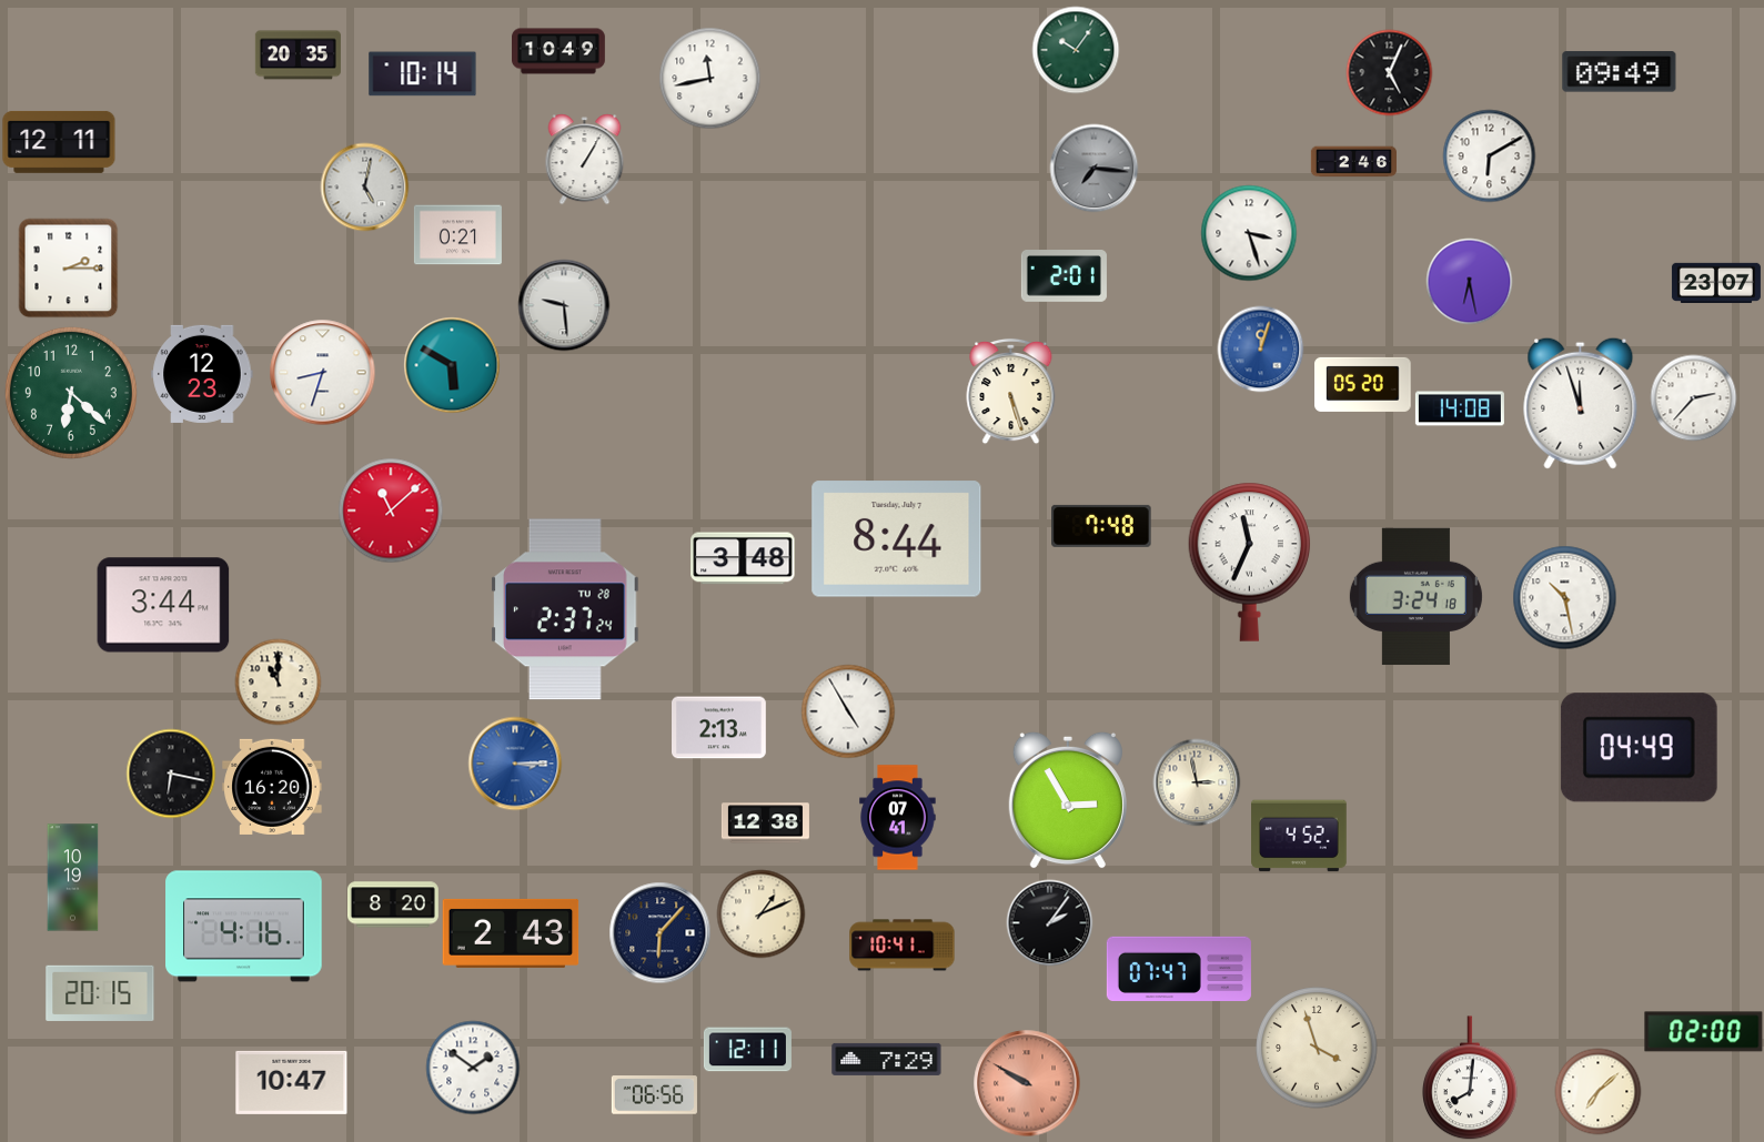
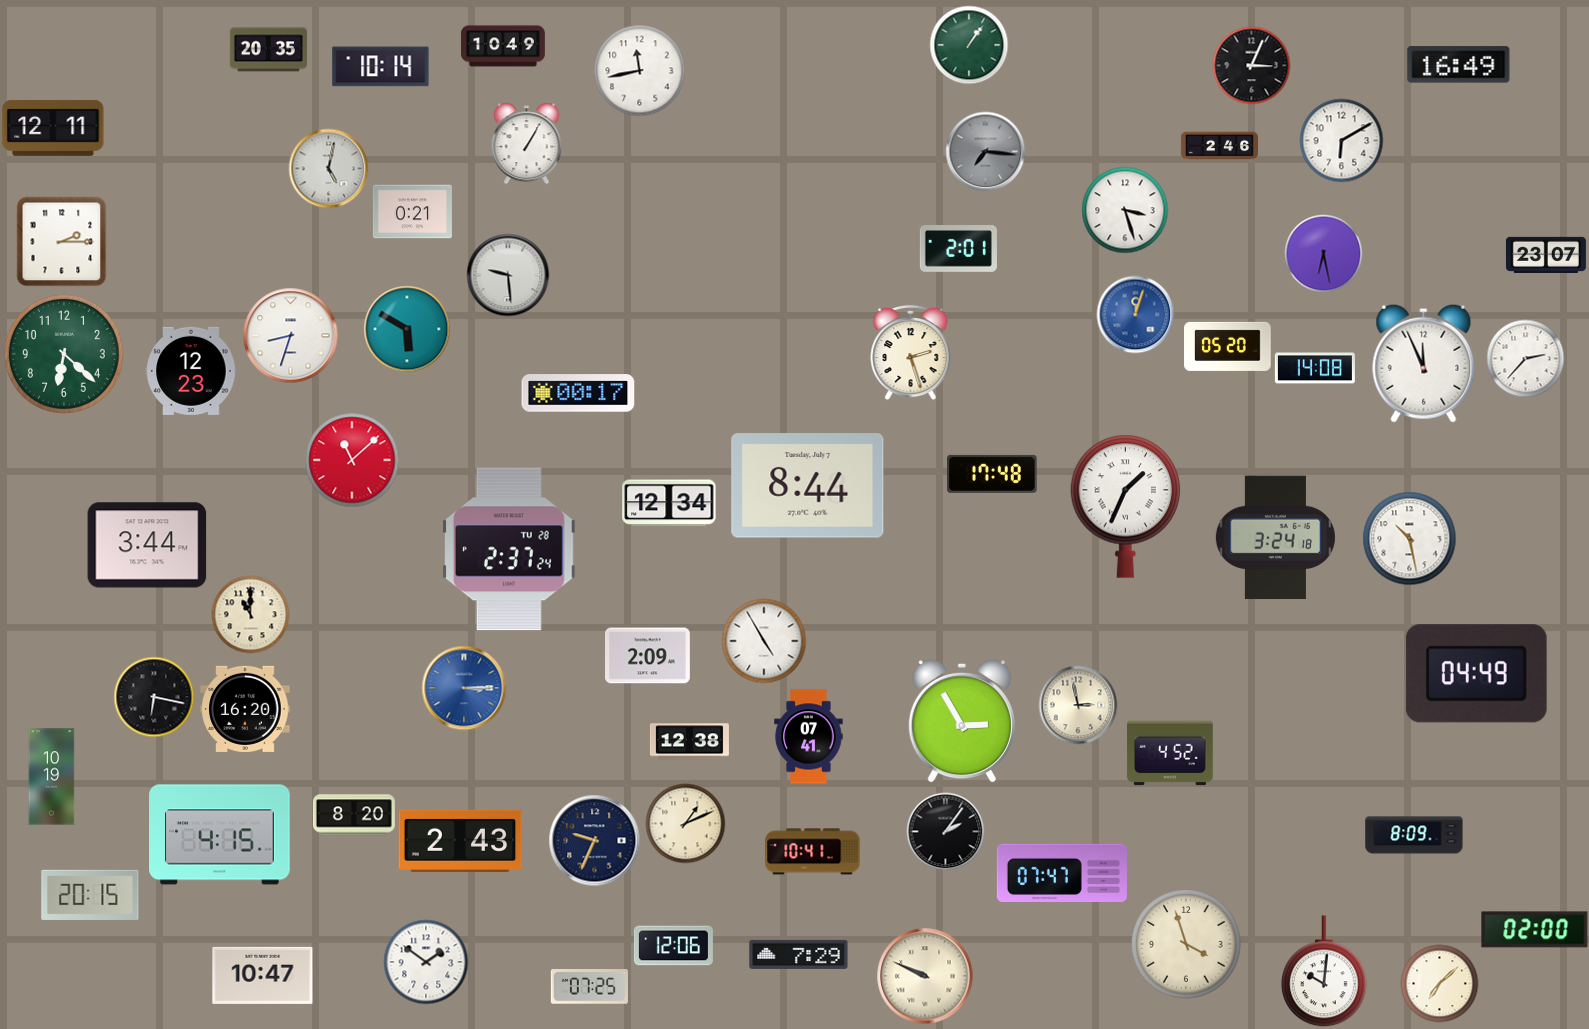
clock at (1076, 50): 10:06 -> 1:06
clock at (1389, 72): 5:04 -> 3:04
clock at (1620, 72): 09:49 -> 16:49
clock at (202, 374) position: (202, 374) -> (191, 371)
clock at (1011, 391): 5:27 -> 2:27
clock at (1581, 403): 11:57 -> 11:56
clock at (578, 393): none -> 00:17
clock at (1101, 526): 7:48 -> 17:48
clock at (743, 558): 3:48 -> 12:34
clock at (1250, 562): 11:34 -> 1:34
clock at (719, 728): 2:13 -> 2:09
clock at (73, 878) position: (73, 878) -> (52, 777)
clock at (244, 927): 4:16 -> 4:15
clock at (1414, 835): none -> 8:09
clock at (659, 932): 6:07 -> 9:34
clock at (747, 1050): 12:11 -> 12:06
clock at (1471, 1078): 8:01 -> 10:01
clock at (1027, 1083): 9:50 -> 9:49
clock at (1027, 1083) dial: salmon -> cream
clock at (654, 1095): 06:56 -> 07:25
